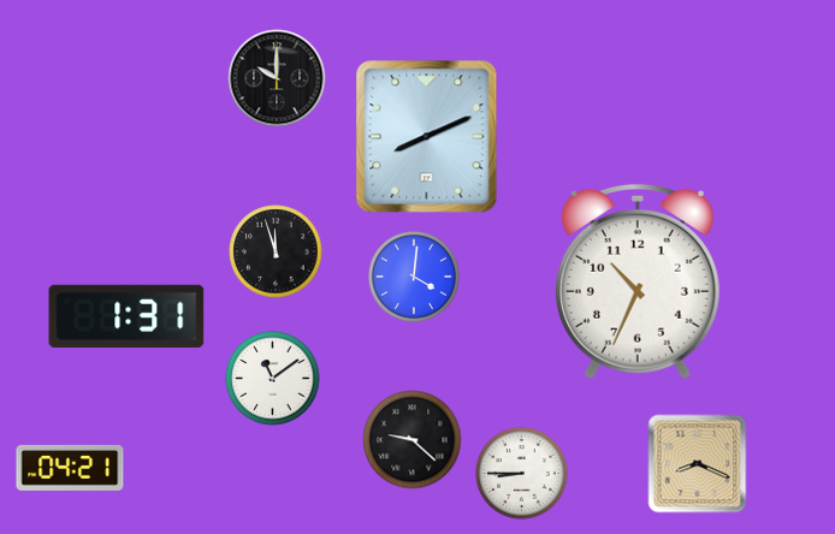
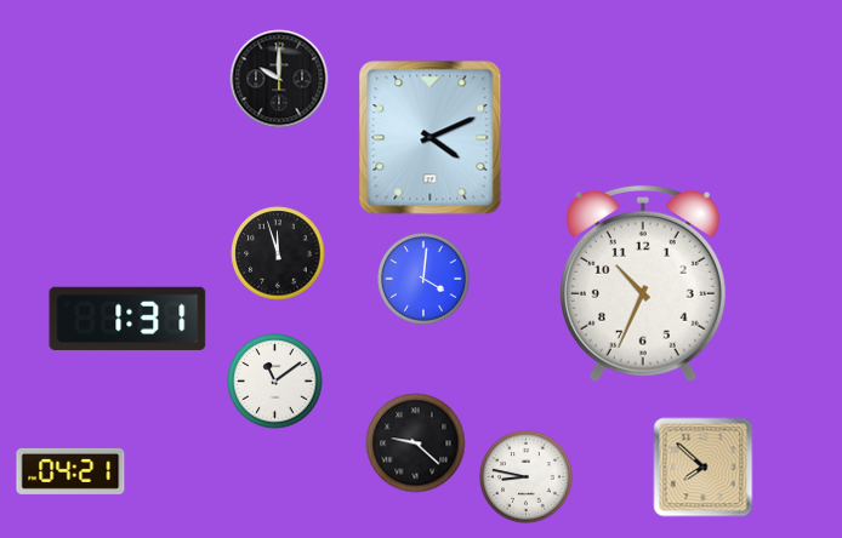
clock at (427, 137): 8:11 -> 4:11
clock at (414, 277) position: (414, 277) -> (423, 279)
clock at (698, 464): 8:19 -> 7:52
clock at (522, 474): 8:45 -> 8:47
